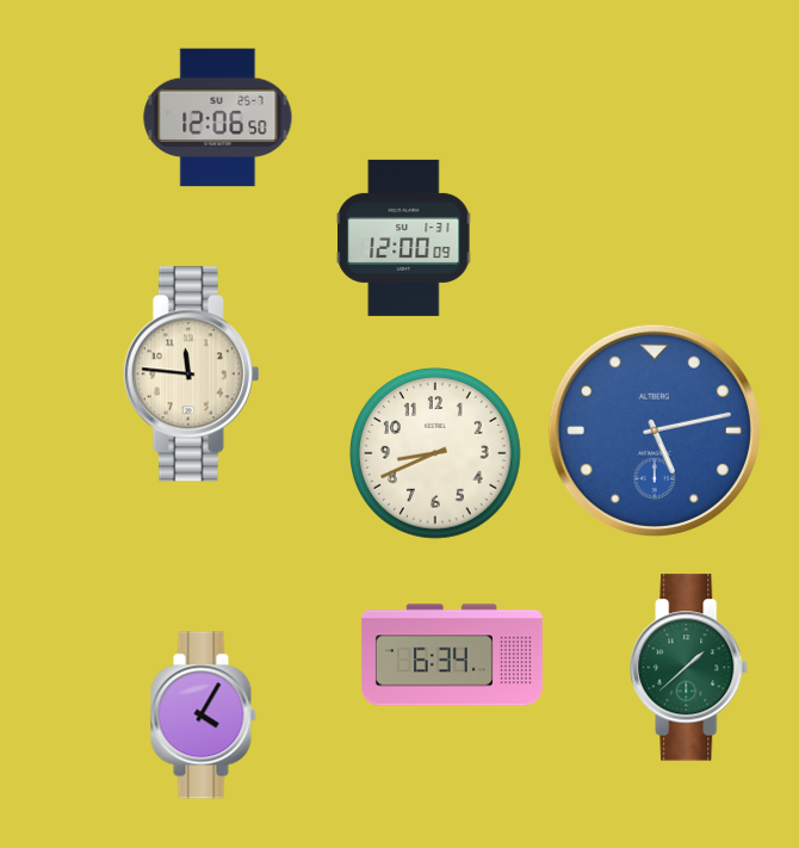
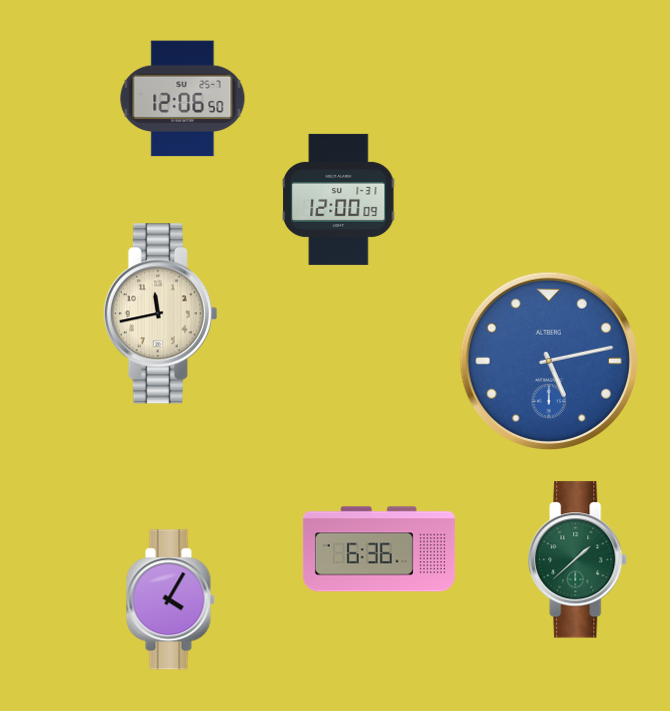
clock at (191, 375): 11:46 -> 11:43
clock at (436, 454): 8:41 -> none
clock at (452, 655): 6:34 -> 6:36
